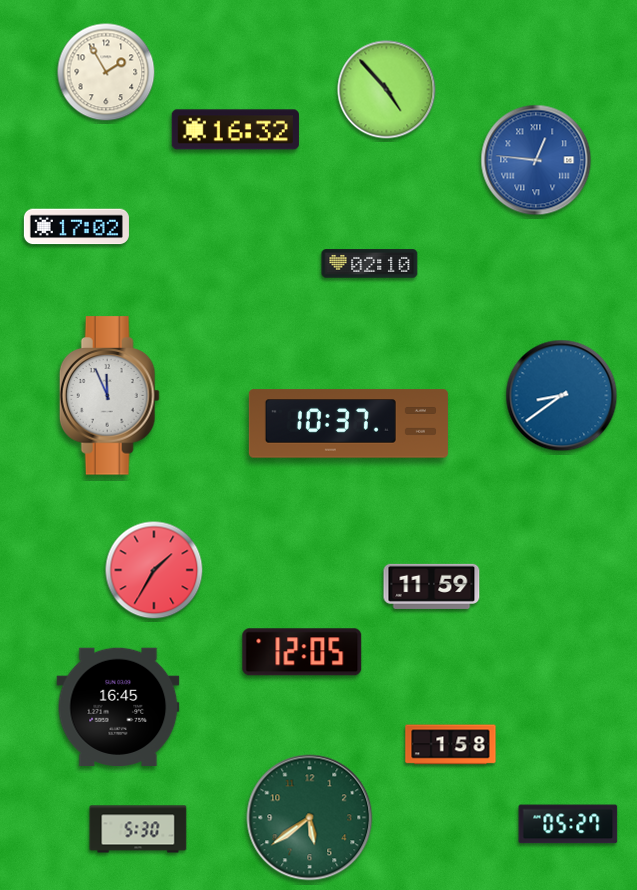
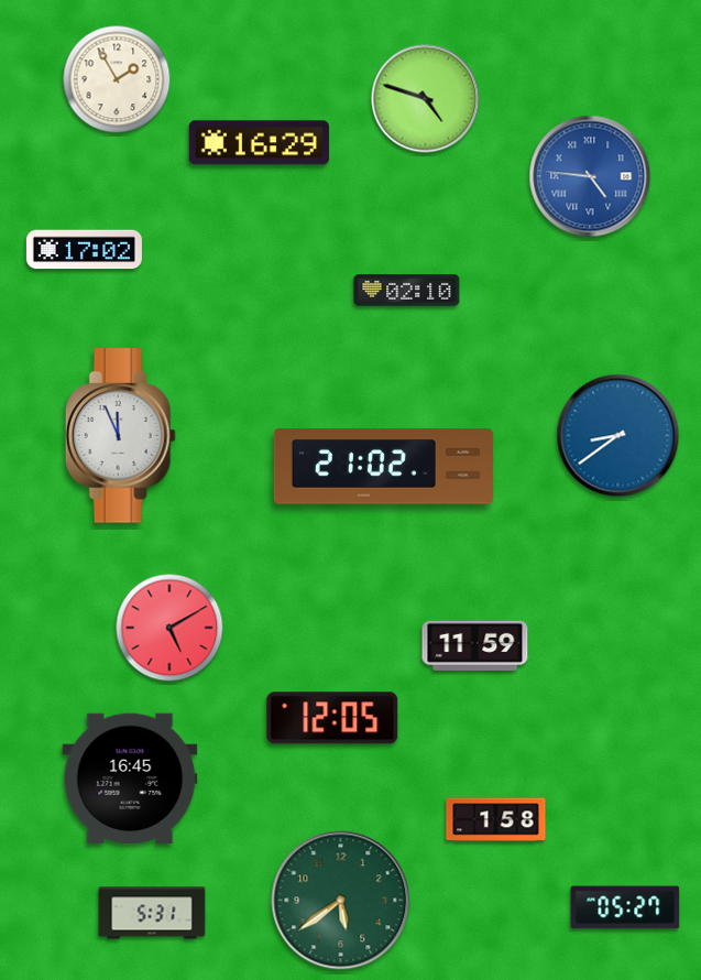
clock at (387, 90): 4:53 -> 4:48
clock at (235, 130): 16:32 -> 16:29
clock at (536, 160): 12:46 -> 4:46
clock at (348, 424): 10:37 -> 21:02
clock at (154, 570): 1:35 -> 5:10
clock at (138, 829): 5:30 -> 5:31
